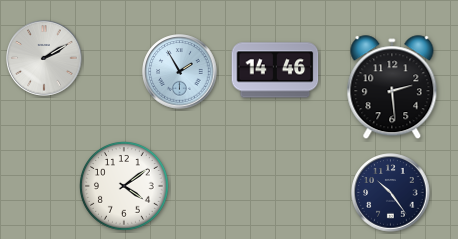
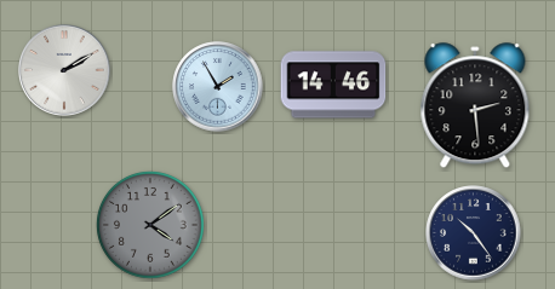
clock at (44, 58) position: (44, 58) -> (64, 70)
clock at (125, 187) dial: white -> grey
